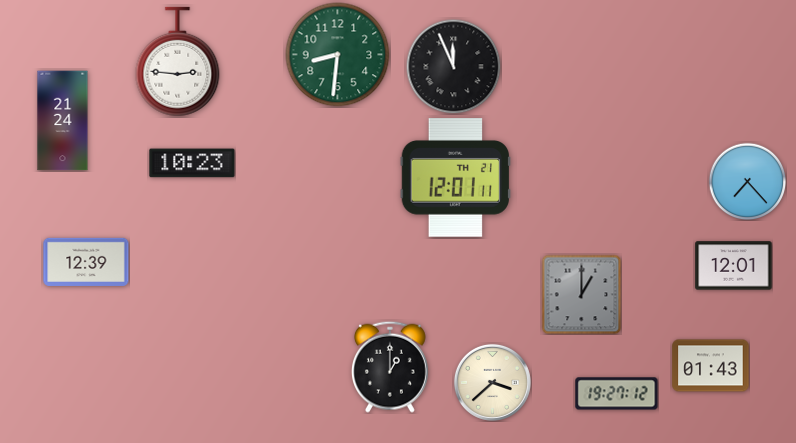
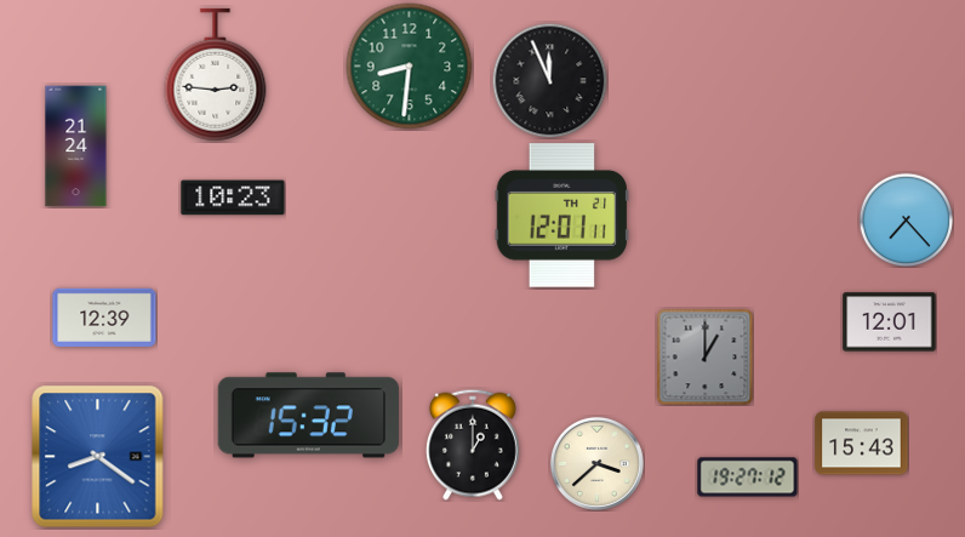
clock at (456, 178) position: (456, 178) -> (563, 216)
clock at (308, 416): none -> 15:32
clock at (711, 366): 01:43 -> 15:43
clock at (98, 457): none -> 8:21
